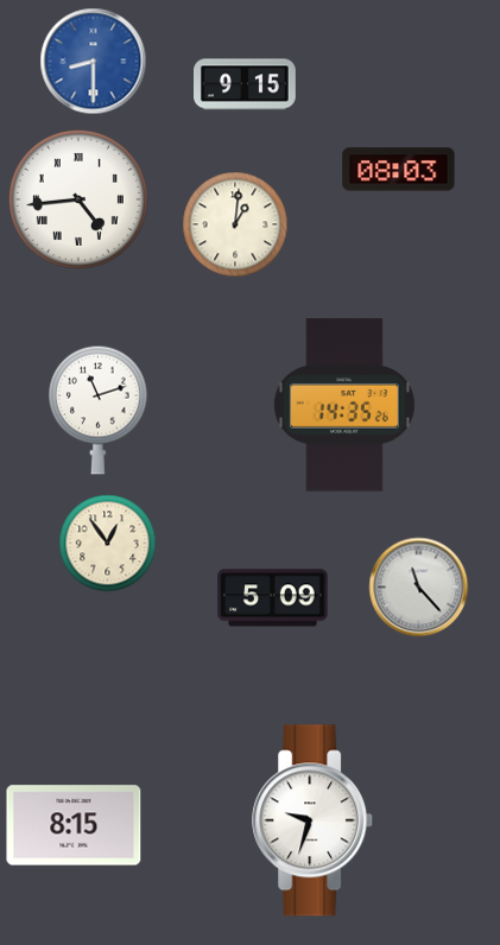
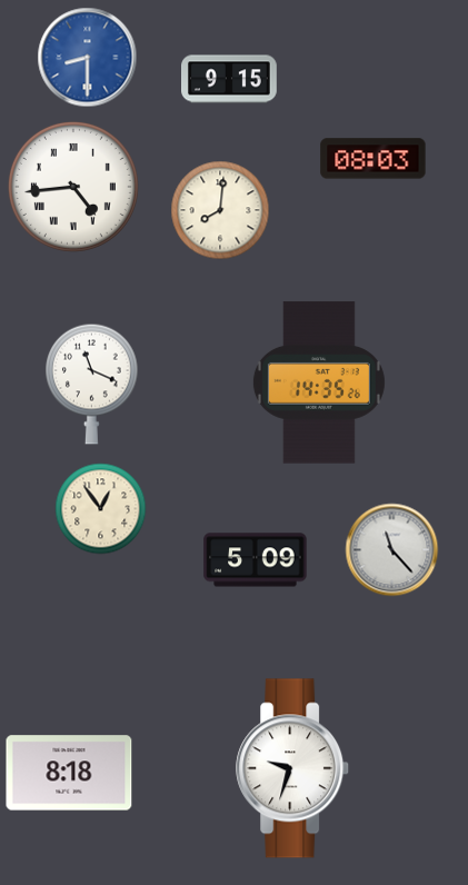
clock at (235, 224): 1:01 -> 8:01
clock at (344, 405) position: (344, 405) -> (319, 382)
clock at (99, 410): 11:12 -> 11:19
clock at (74, 825): 8:15 -> 8:18
